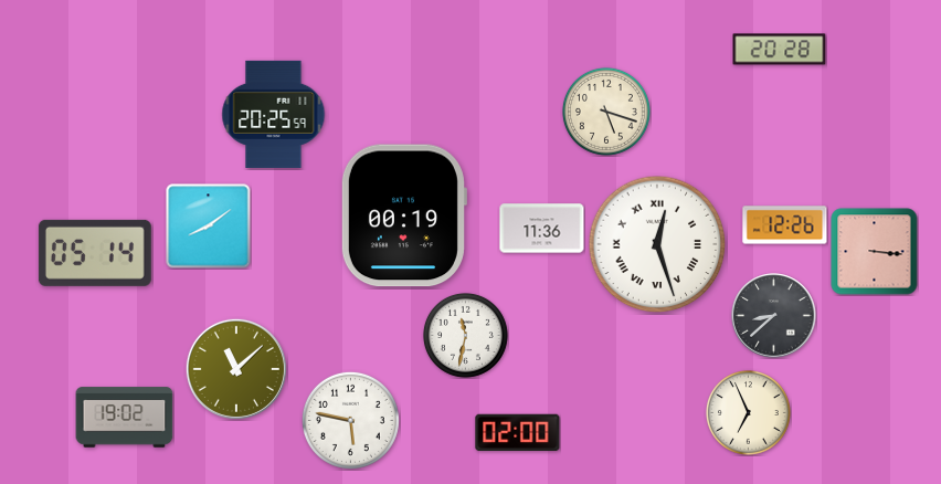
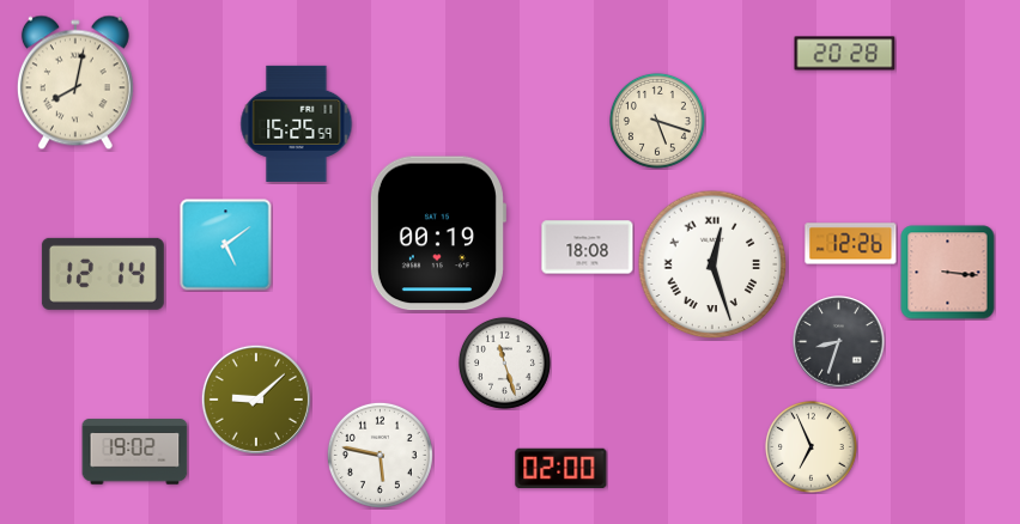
clock at (75, 83): none -> 8:02
clock at (274, 114): 20:25 -> 15:25
clock at (209, 227): 8:09 -> 5:09
clock at (542, 229): 11:36 -> 18:08
clock at (95, 253): 05:14 -> 12:14
clock at (774, 316): 8:38 -> 8:33
clock at (465, 335): 11:32 -> 11:27
clock at (236, 369): 11:08 -> 9:08
